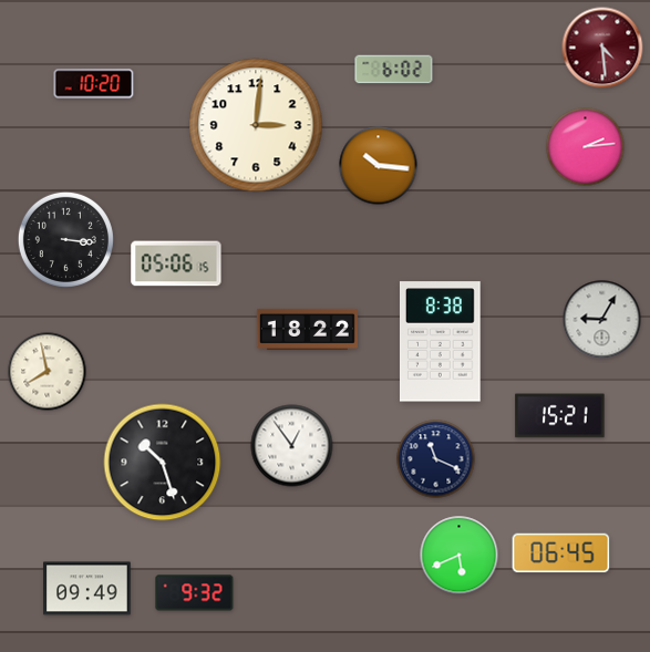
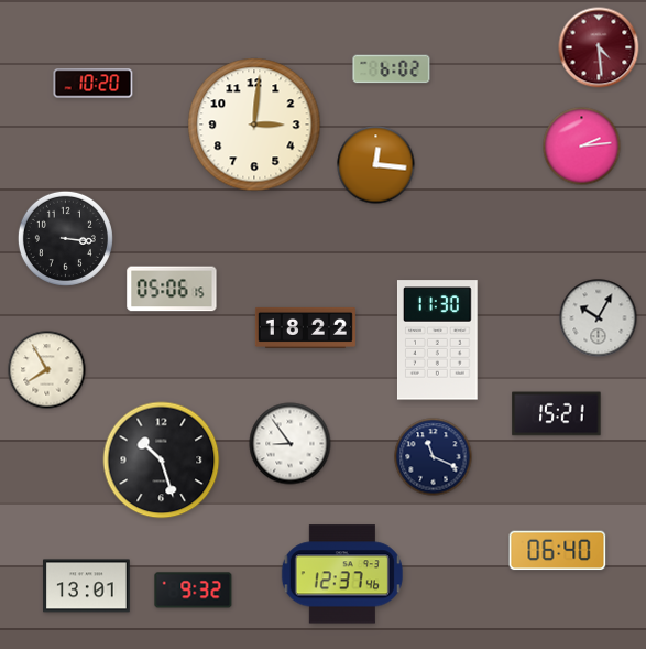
clock at (379, 166): 10:16 -> 12:16
clock at (176, 263) position: (176, 263) -> (172, 289)
clock at (602, 320): 9:05 -> 10:05
clock at (441, 342): 8:38 -> 11:30
clock at (48, 372): 7:58 -> 7:55
clock at (292, 446): 12:54 -> 8:54
clock at (561, 553): 06:45 -> 06:40
clock at (460, 556): 5:41 -> none
clock at (342, 574): none -> 12:37
clock at (87, 589): 09:49 -> 13:01
